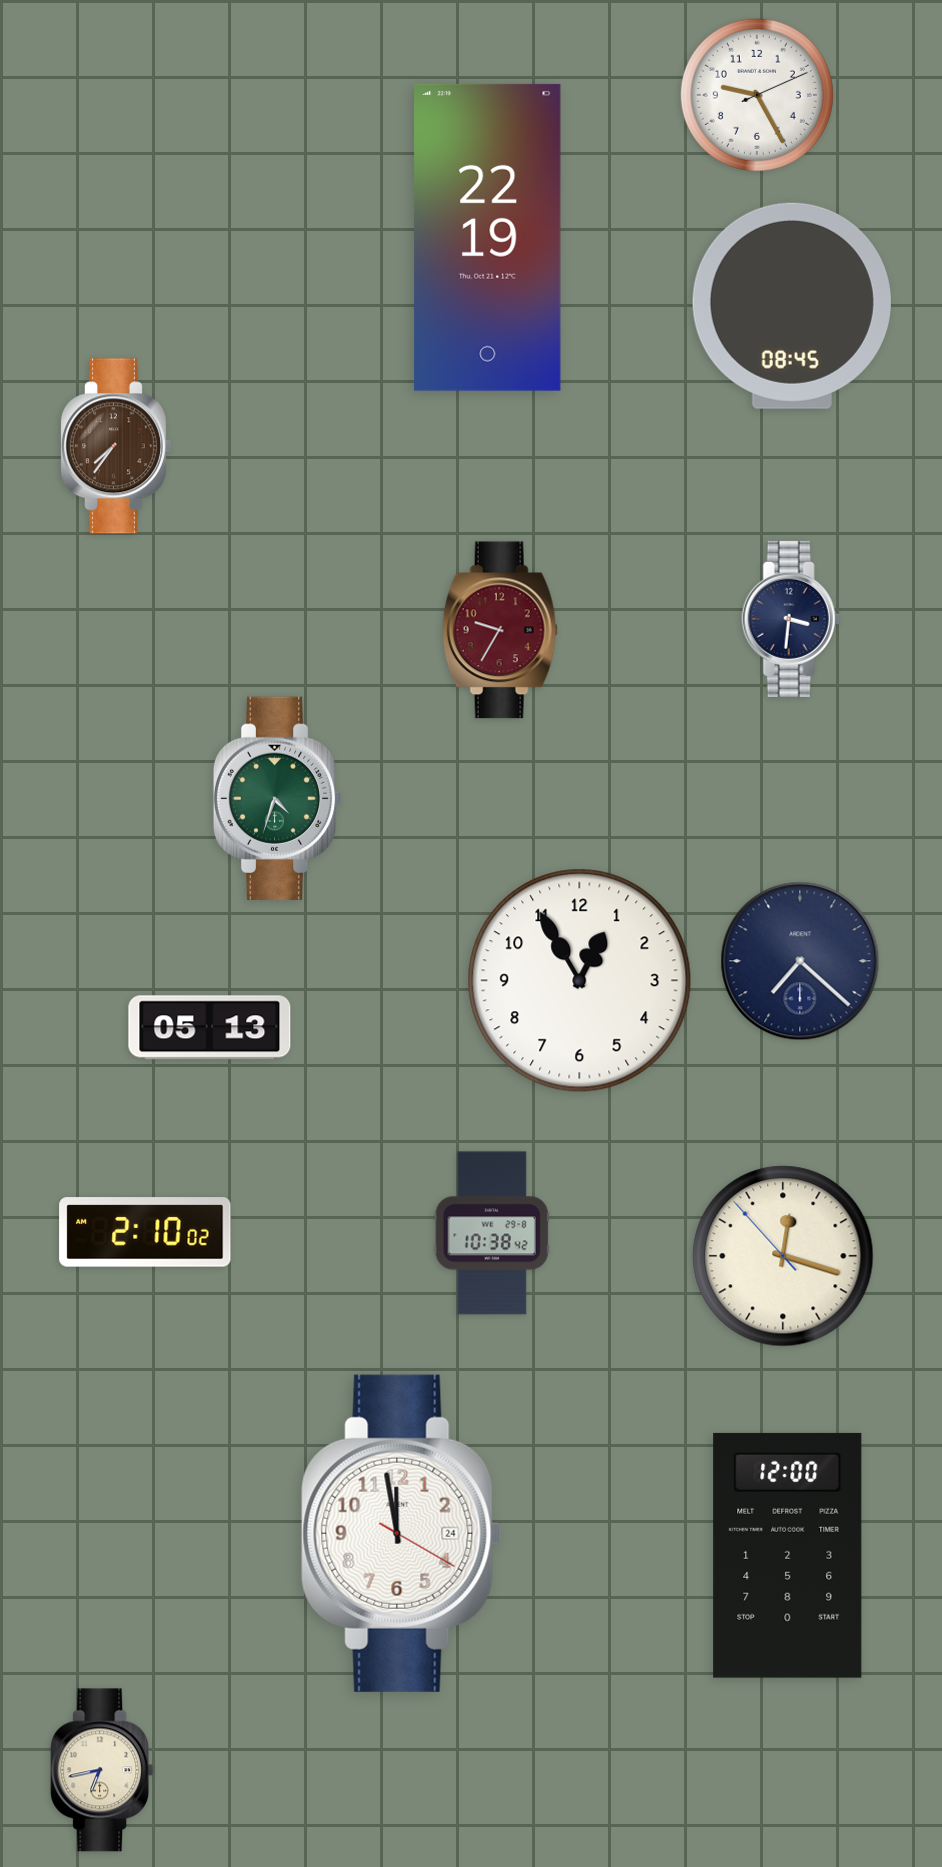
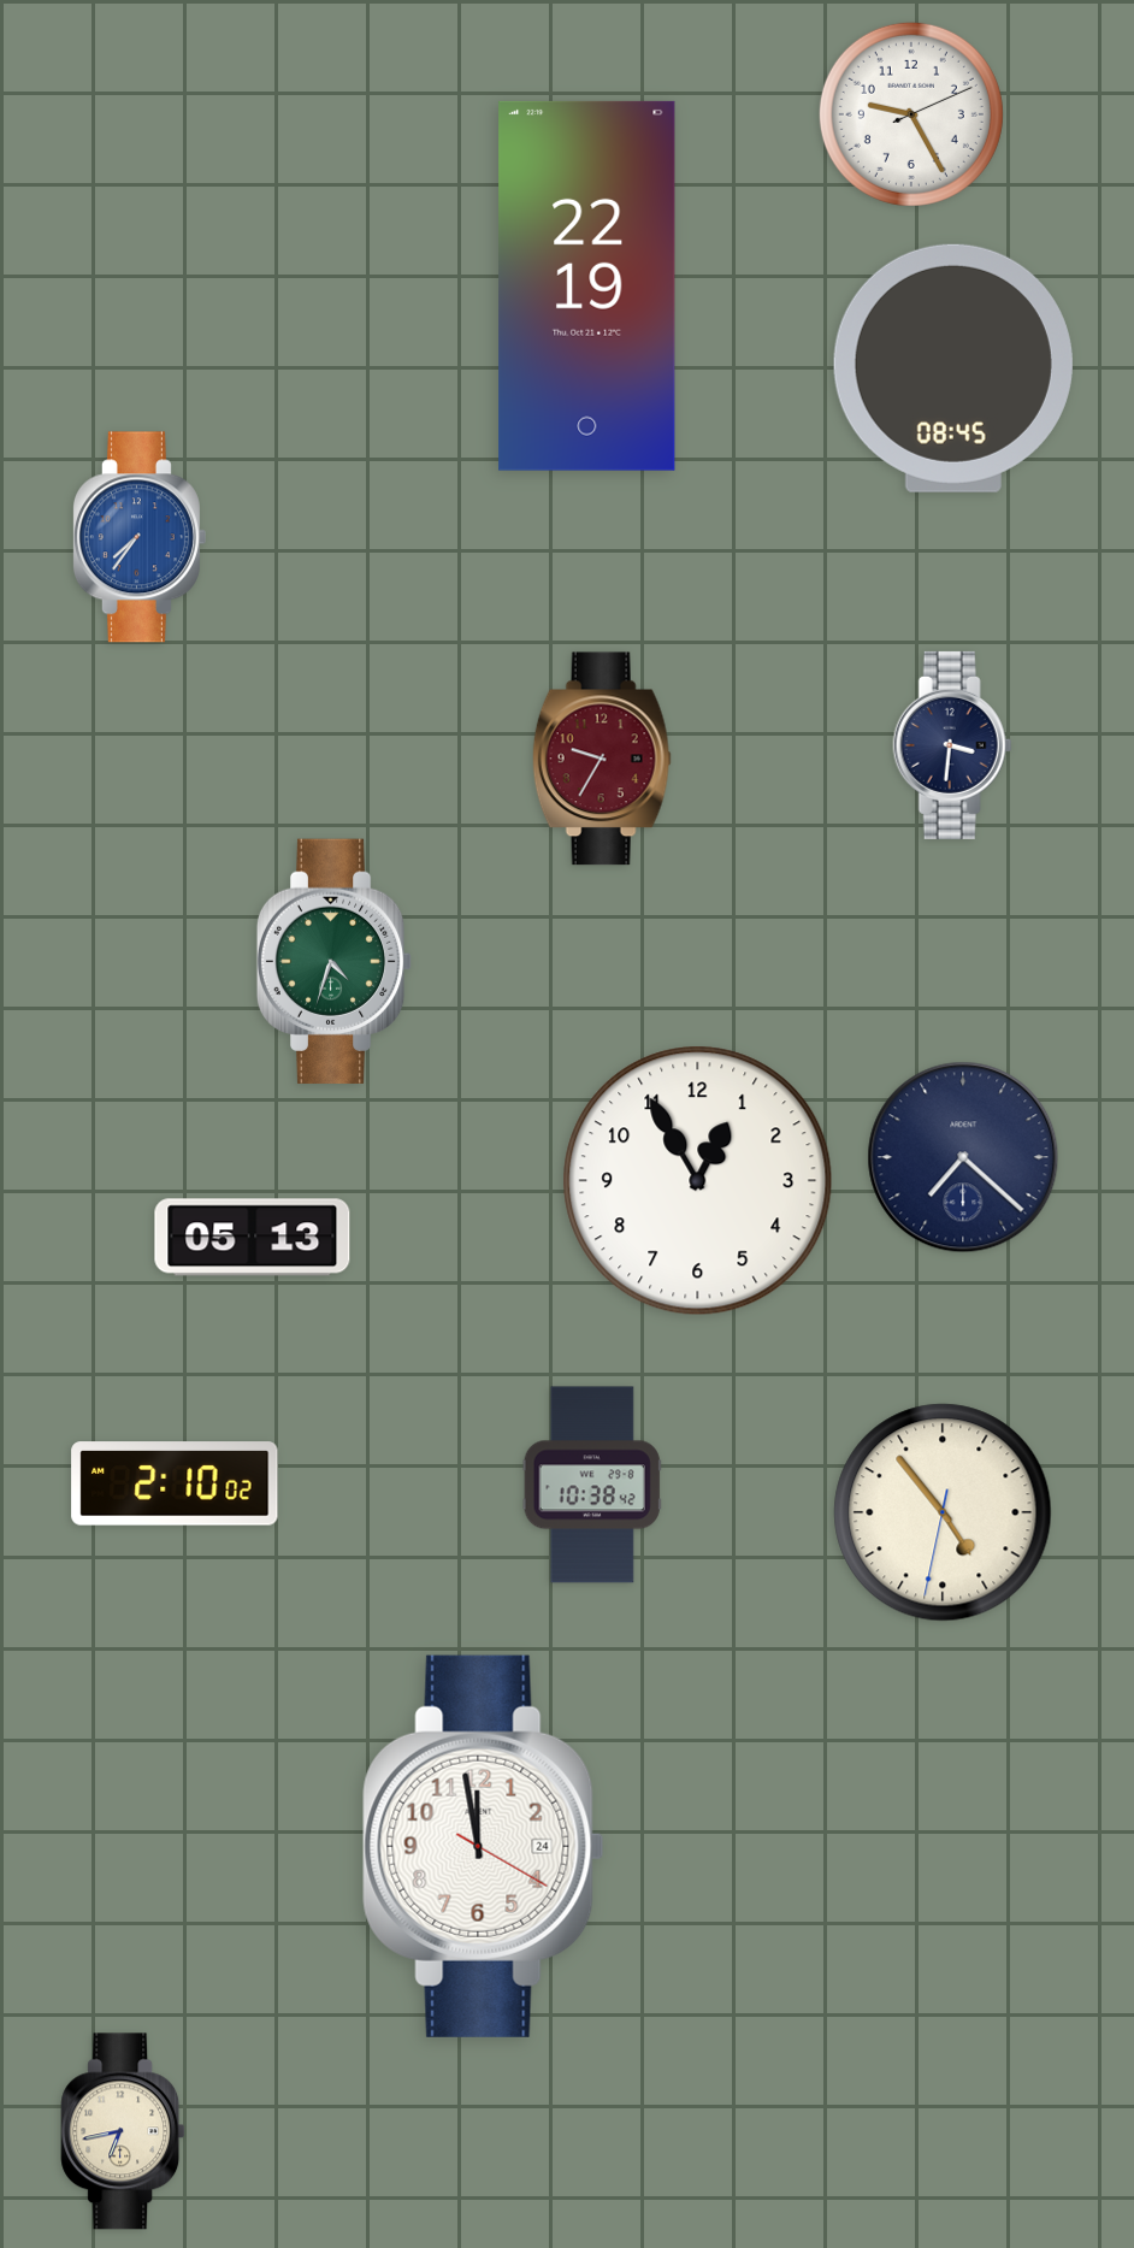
clock at (115, 446) dial: brown -> blue
clock at (783, 1256): 12:17 -> 4:53
clock at (788, 1555): 12:00 -> none
